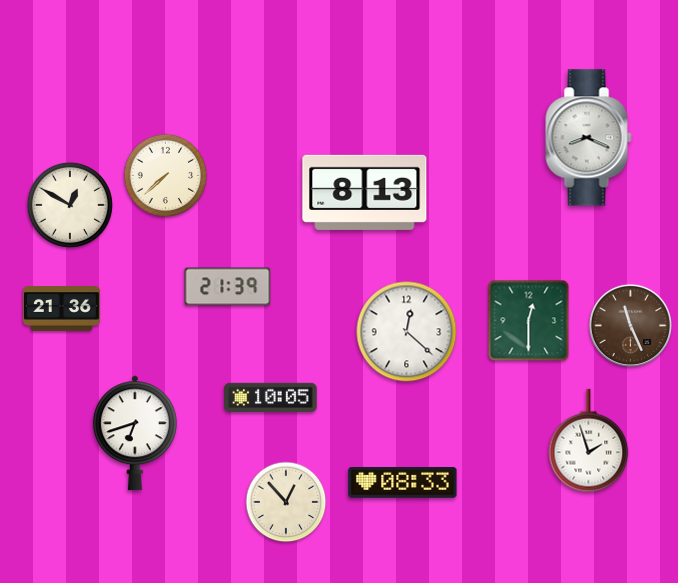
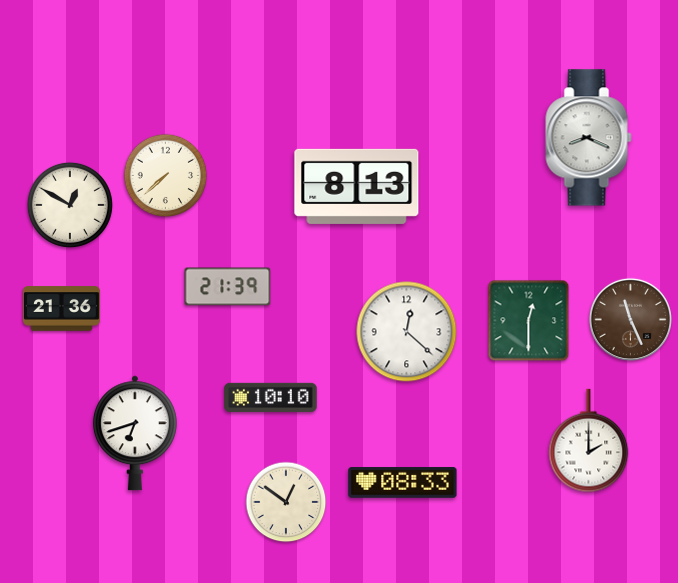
clock at (365, 192) position: (365, 192) -> (357, 186)
clock at (630, 325) position: (630, 325) -> (630, 319)
clock at (271, 397): 10:05 -> 10:10
clock at (589, 441): 1:57 -> 2:00
clock at (286, 502): 12:53 -> 12:51
